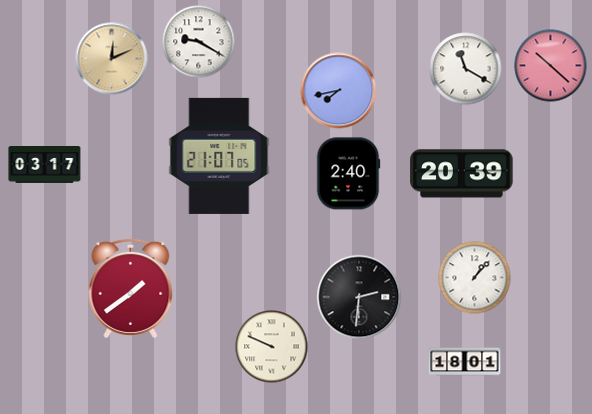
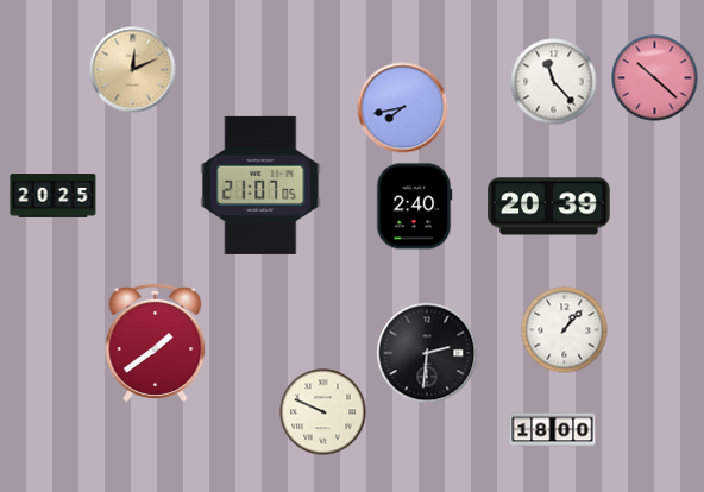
clock at (199, 42): 9:20 -> none
clock at (466, 69): 11:20 -> 11:23
clock at (45, 165): 03:17 -> 20:25
clock at (465, 362): 18:01 -> 18:00
